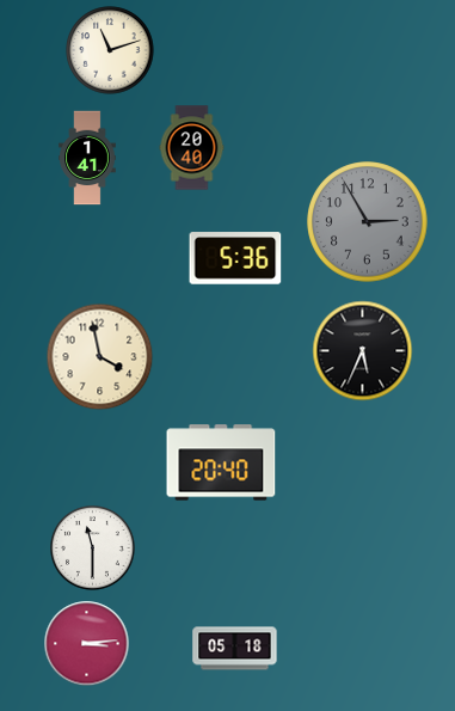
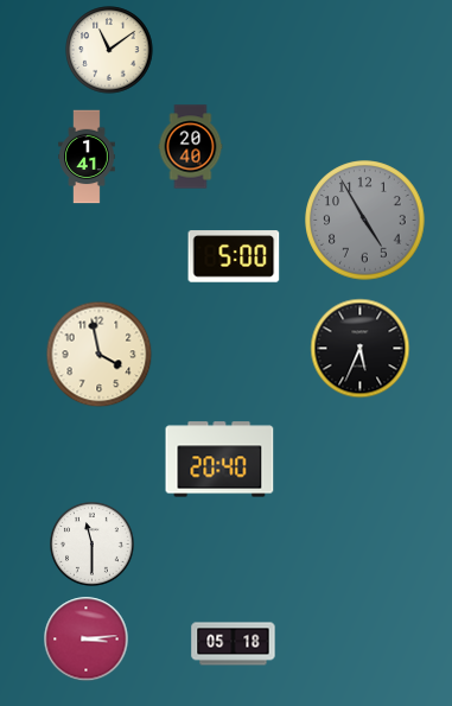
clock at (110, 50): 11:12 -> 11:09
clock at (368, 222): 2:55 -> 4:55
clock at (235, 258): 5:36 -> 5:00
